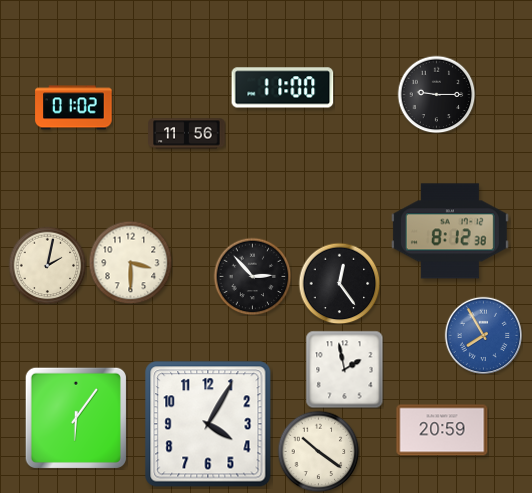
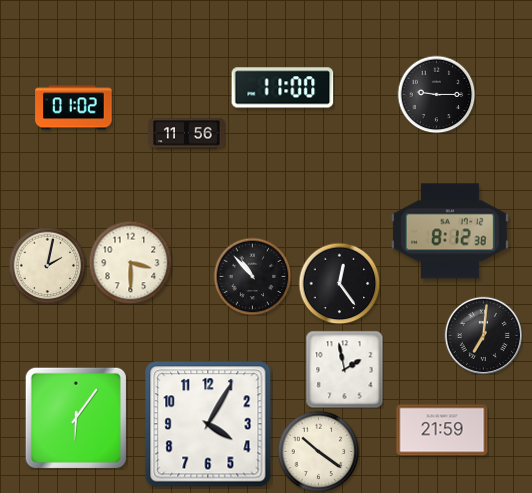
clock at (252, 276): 2:53 -> 10:53
clock at (483, 335): 7:55 -> 7:01
clock at (483, 335) dial: blue -> black
clock at (442, 430): 20:59 -> 21:59
